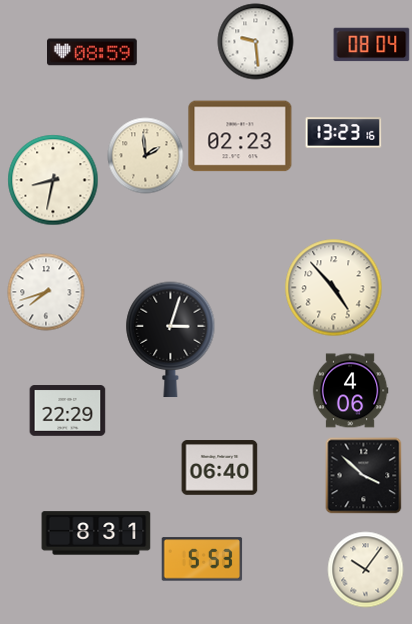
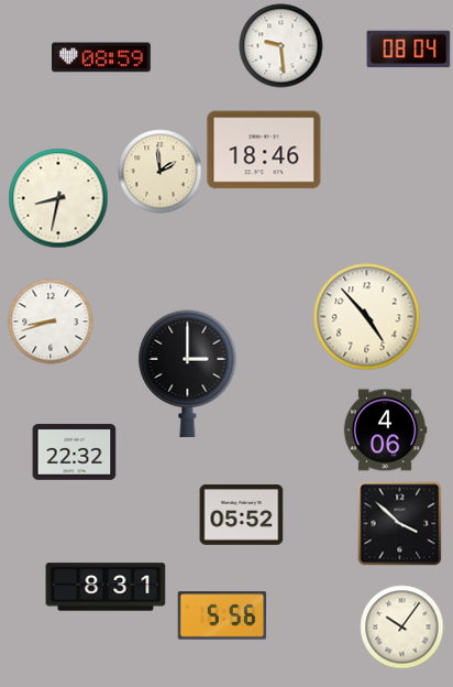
clock at (344, 133): 13:23 -> none
clock at (240, 136): 02:23 -> 18:46
clock at (46, 292): 7:42 -> 8:42
clock at (171, 340): 3:03 -> 3:00
clock at (68, 411): 22:29 -> 22:32
clock at (220, 468): 06:40 -> 05:52
clock at (202, 559): 5:53 -> 5:56
